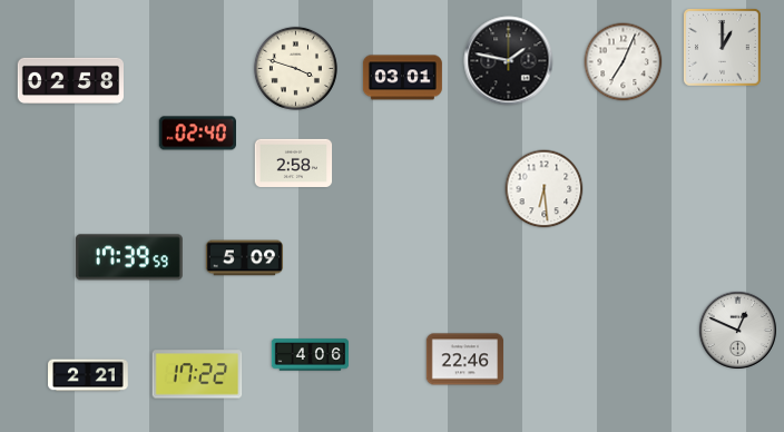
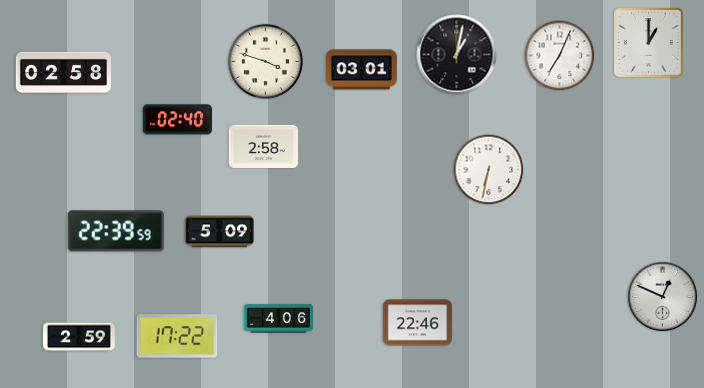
clock at (509, 61): 1:47 -> 1:02
clock at (545, 189): 6:29 -> 6:32
clock at (129, 257): 17:39 -> 22:39
clock at (88, 375): 2:21 -> 2:59
